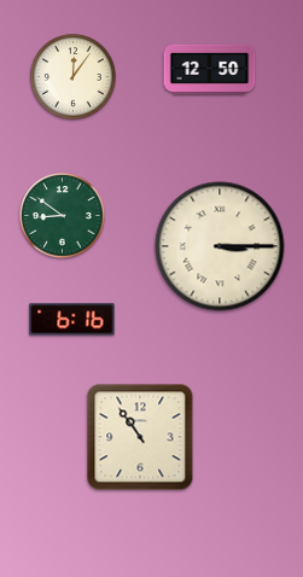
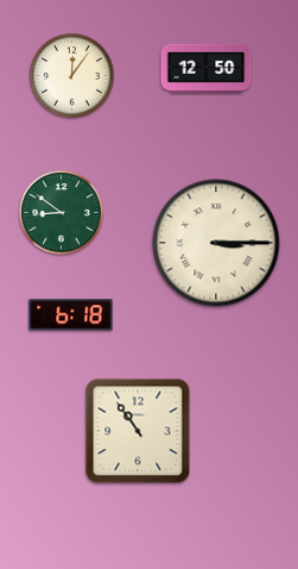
clock at (72, 320): 6:16 -> 6:18
